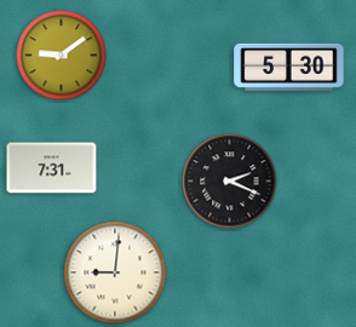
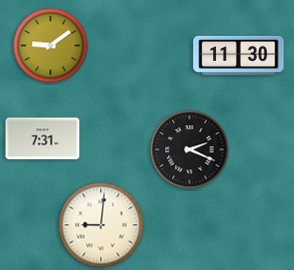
clock at (289, 67): 5:30 -> 11:30
clock at (115, 272) position: (115, 272) -> (101, 225)
